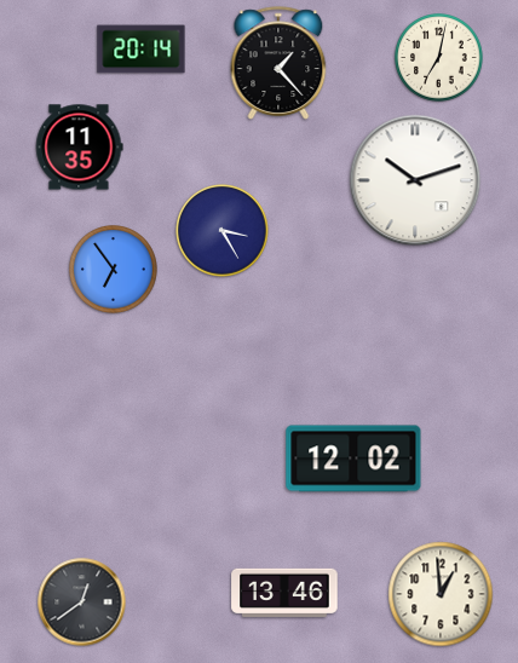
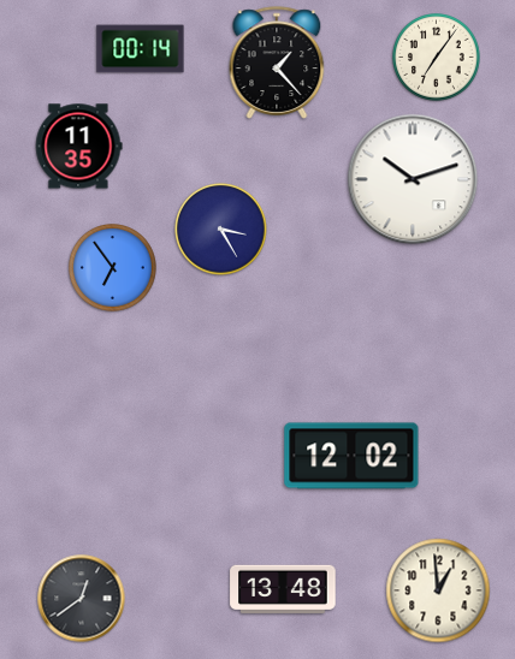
clock at (142, 50): 20:14 -> 00:14
clock at (439, 58): 7:02 -> 7:06
clock at (284, 593): 13:46 -> 13:48
